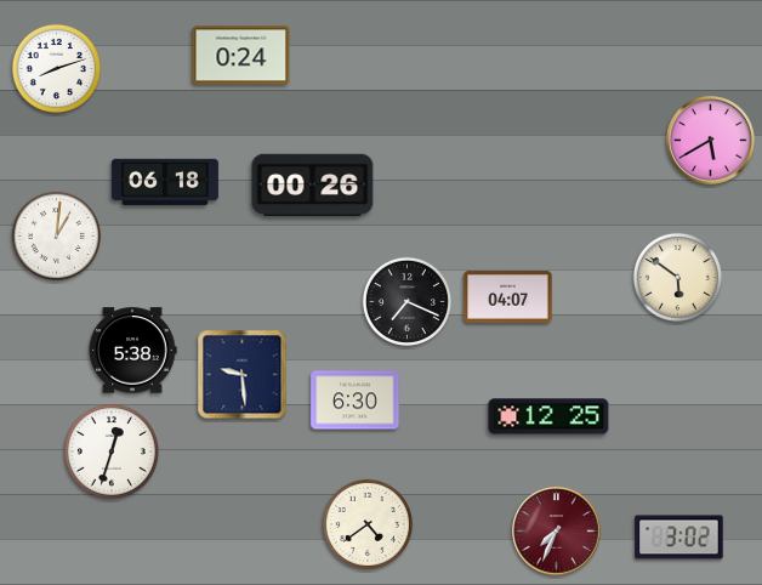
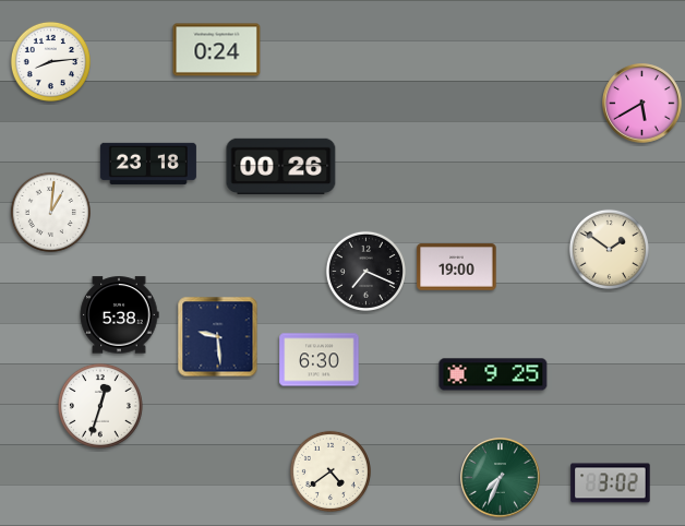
clock at (56, 68): 8:12 -> 8:14
clock at (711, 141) position: (711, 141) -> (642, 104)
clock at (165, 182): 06:18 -> 23:18
clock at (677, 277): 5:51 -> 1:51
clock at (508, 297): 04:07 -> 19:00
clock at (548, 416): 12:25 -> 9:25
clock at (557, 532) dial: burgundy -> green
